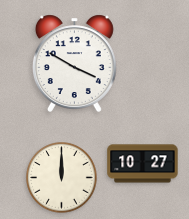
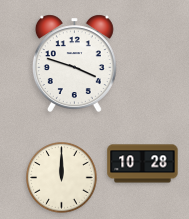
clock at (74, 63): 3:50 -> 3:48
clock at (143, 164): 10:27 -> 10:28
